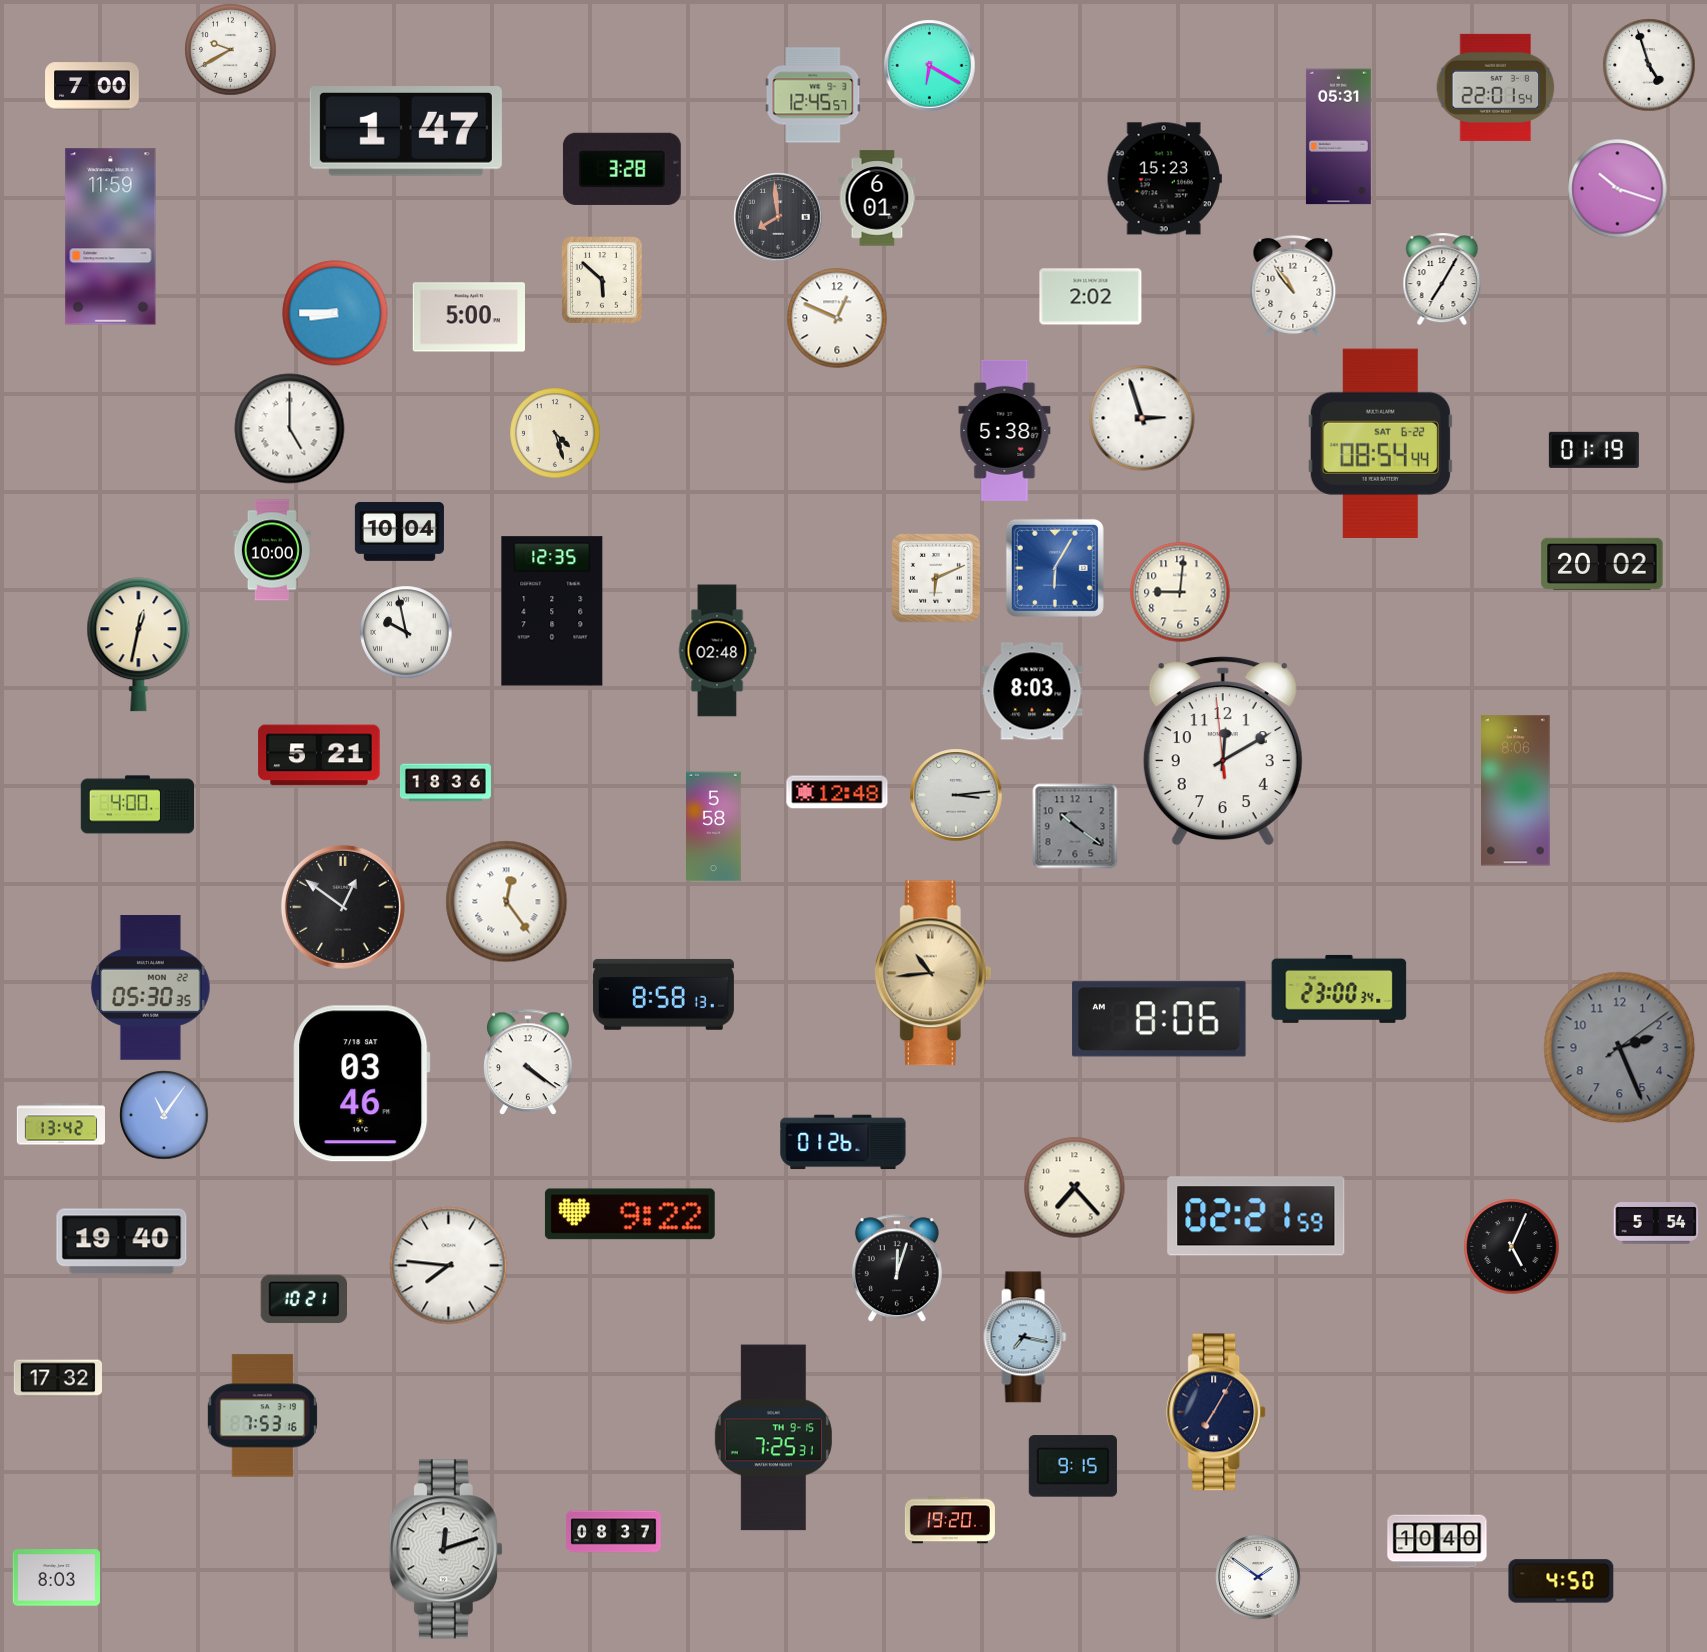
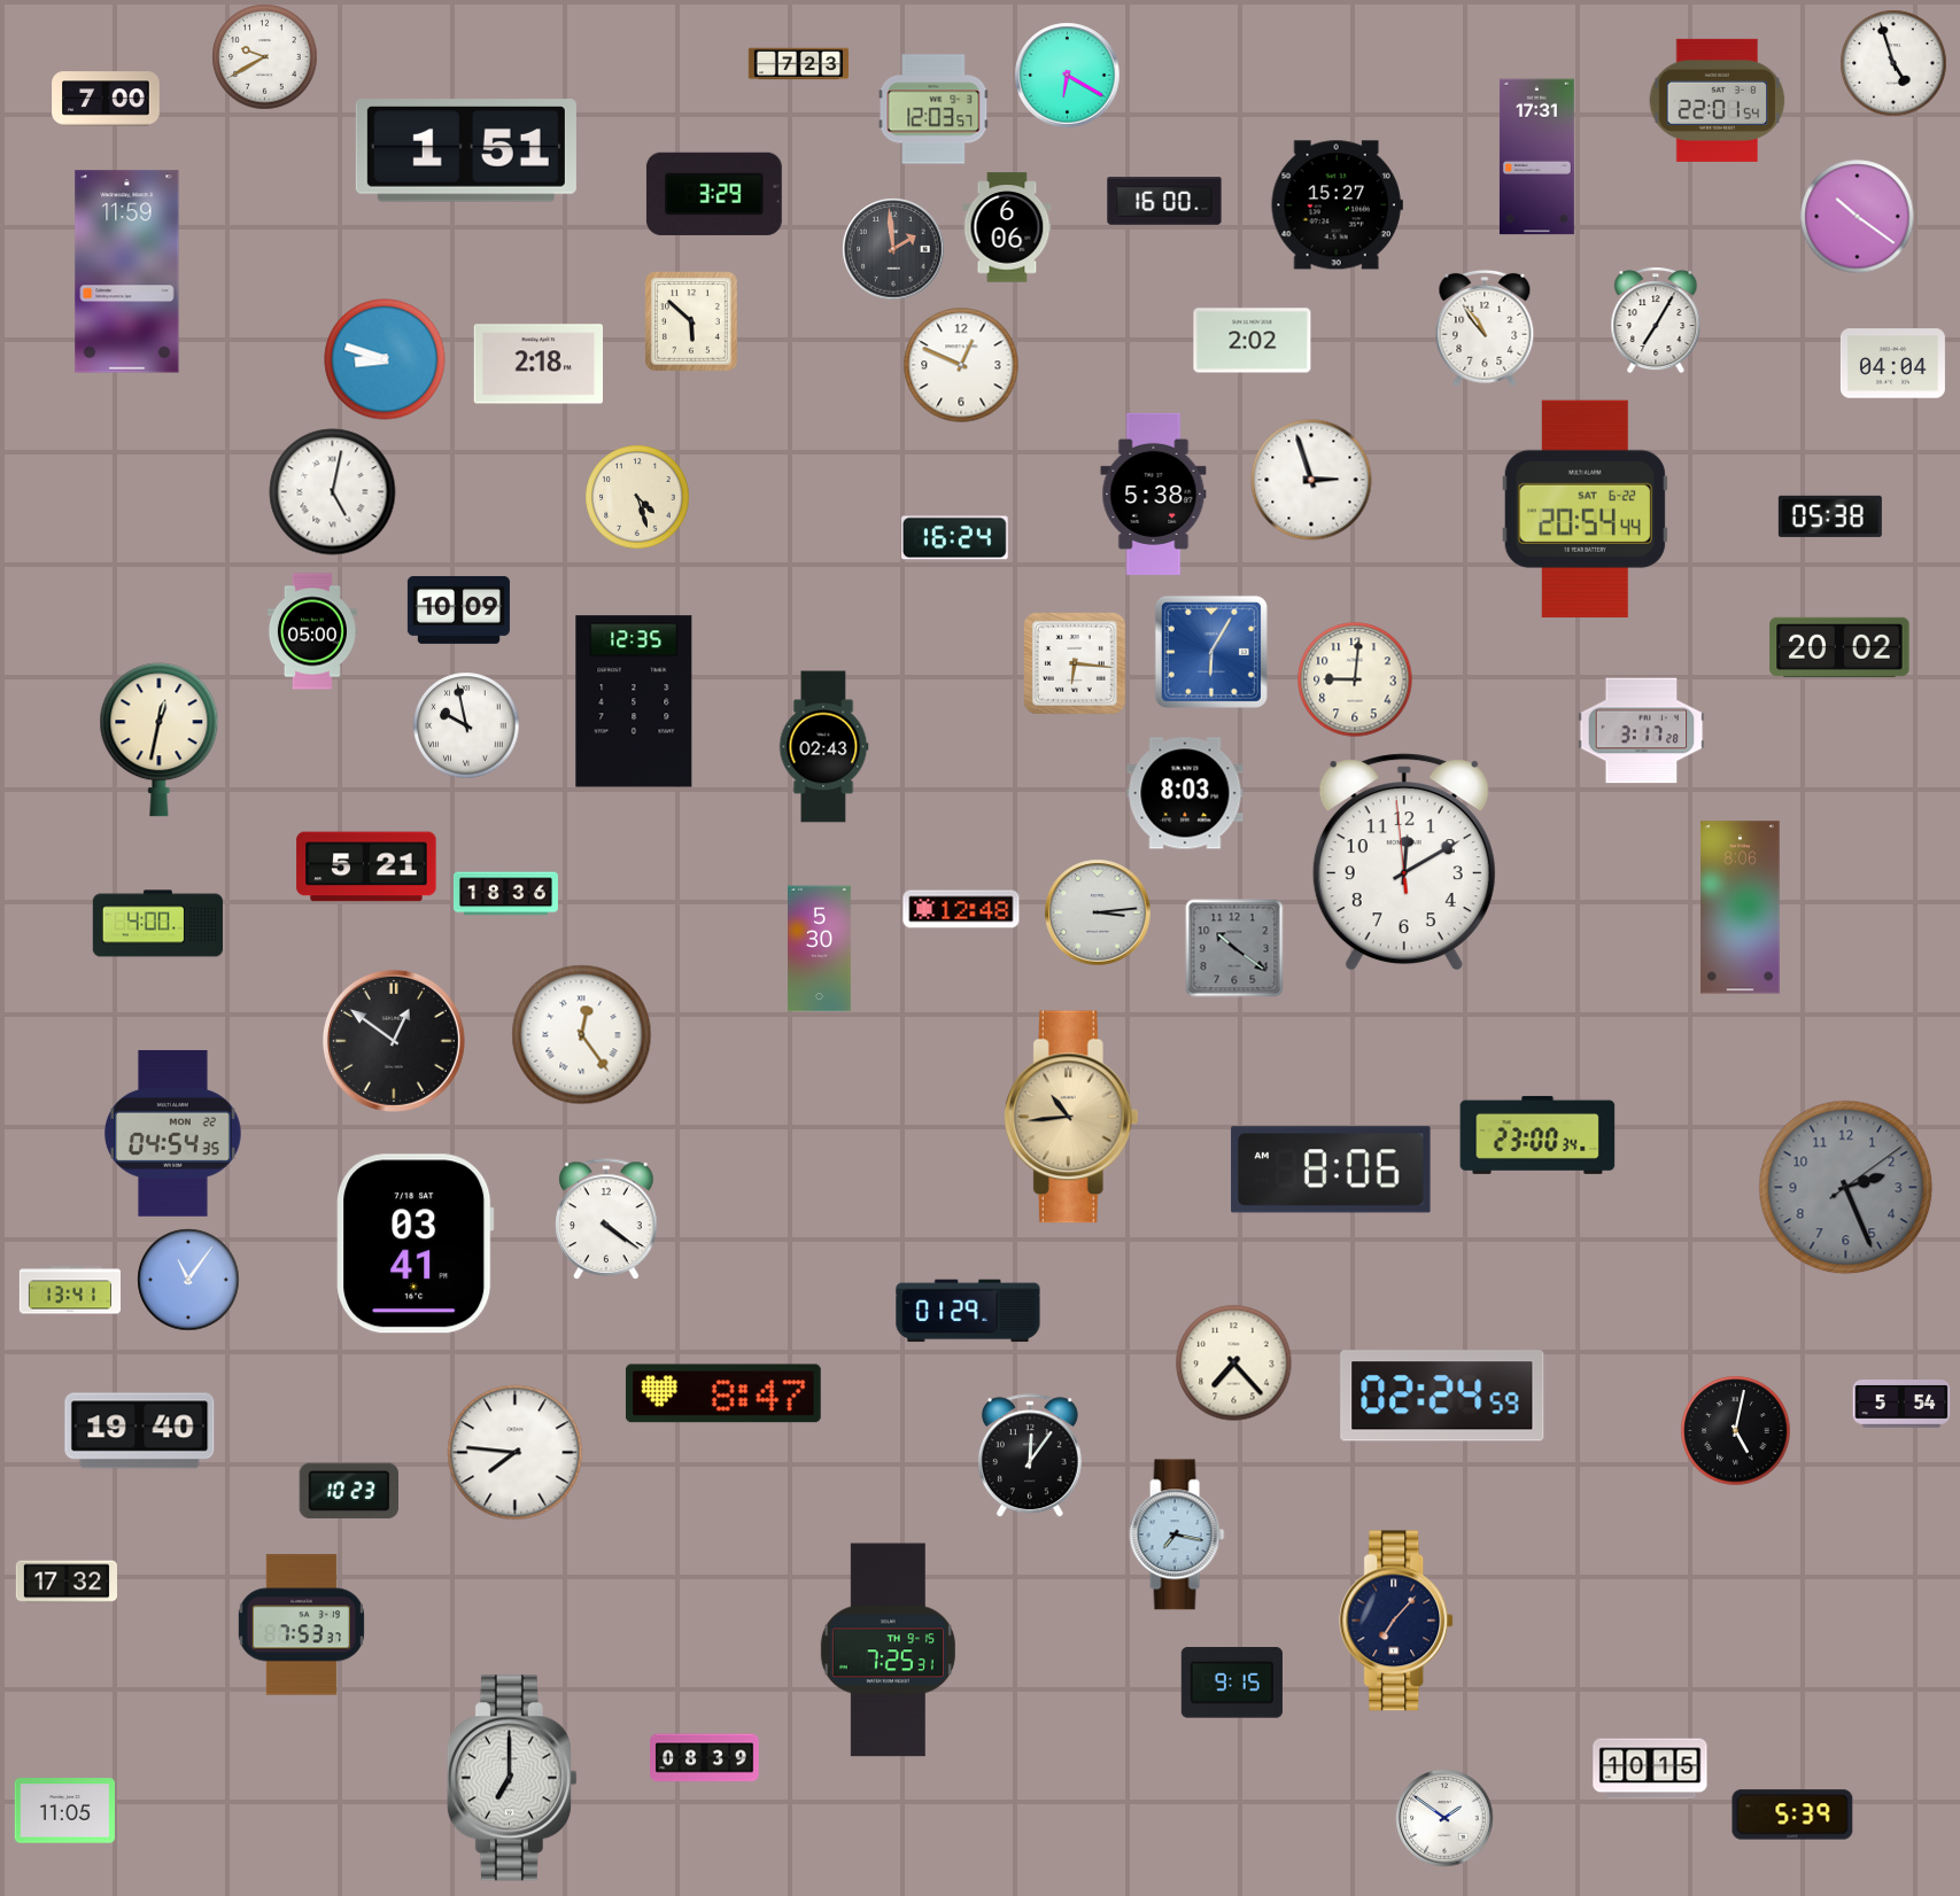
clock at (799, 64): none -> 7:23
clock at (1649, 65) position: (1649, 65) -> (1893, 63)
clock at (813, 95): 12:45 -> 12:03
clock at (406, 131): 1:47 -> 1:51
clock at (1338, 137): 05:31 -> 17:31
clock at (622, 169): 3:28 -> 3:29
clock at (1164, 201): none -> 16:00
clock at (1164, 179): 15:23 -> 15:27
clock at (1618, 189): 10:18 -> 10:21
clock at (877, 198): 6:01 -> 6:06
clock at (778, 217): 7:59 -> 1:59
clock at (335, 313): 8:45 -> 8:48
clock at (469, 317): 5:00 -> 2:18
clock at (1892, 364): none -> 04:04
clock at (290, 429): 5:00 -> 5:02
clock at (1380, 443): 08:54 -> 20:54
clock at (1594, 450): 01:19 -> 05:38
clock at (954, 538): none -> 16:24
clock at (399, 531): 10:04 -> 10:09
clock at (272, 550): 10:00 -> 05:00
clock at (937, 579): 6:11 -> 6:16
clock at (1642, 731): none -> 3:17
clock at (717, 651): 02:48 -> 02:43
clock at (445, 783) position: (445, 783) -> (505, 894)
clock at (714, 827): 5:58 -> 5:30
clock at (151, 988): 05:30 -> 04:54
clock at (663, 994): 8:58 -> none
clock at (1620, 1048) position: (1620, 1048) -> (1846, 1188)
clock at (362, 1084): 03:46 -> 03:41
clock at (60, 1124): 13:42 -> 13:41
clock at (843, 1142): 01:26 -> 01:29
clock at (630, 1214): 9:22 -> 8:47
clock at (1256, 1216): 02:21 -> 02:24
clock at (122, 1242) position: (122, 1242) -> (140, 1431)
clock at (1512, 1247): 5:04 -> 5:02
clock at (897, 1269): 12:03 -> 12:06
clock at (303, 1299): 10:21 -> 10:23
clock at (1217, 1412): 7:05 -> 7:07
clock at (262, 1416): 7:53:16 -> 7:53:37
clock at (950, 1520): 19:20 -> none
clock at (614, 1532): 08:37 -> 08:39
clock at (1437, 1541): 10:40 -> 10:15
clock at (446, 1549): 12:12 -> 7:00
clock at (1258, 1577) position: (1258, 1577) -> (1444, 1818)
clock at (56, 1578): 8:03 -> 11:05
clock at (1561, 1581): 4:50 -> 5:39
